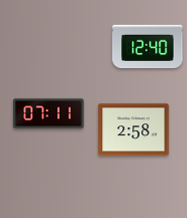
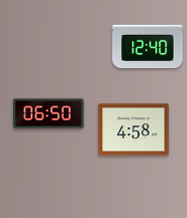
clock at (49, 114): 07:11 -> 06:50
clock at (134, 130): 2:58 -> 4:58
